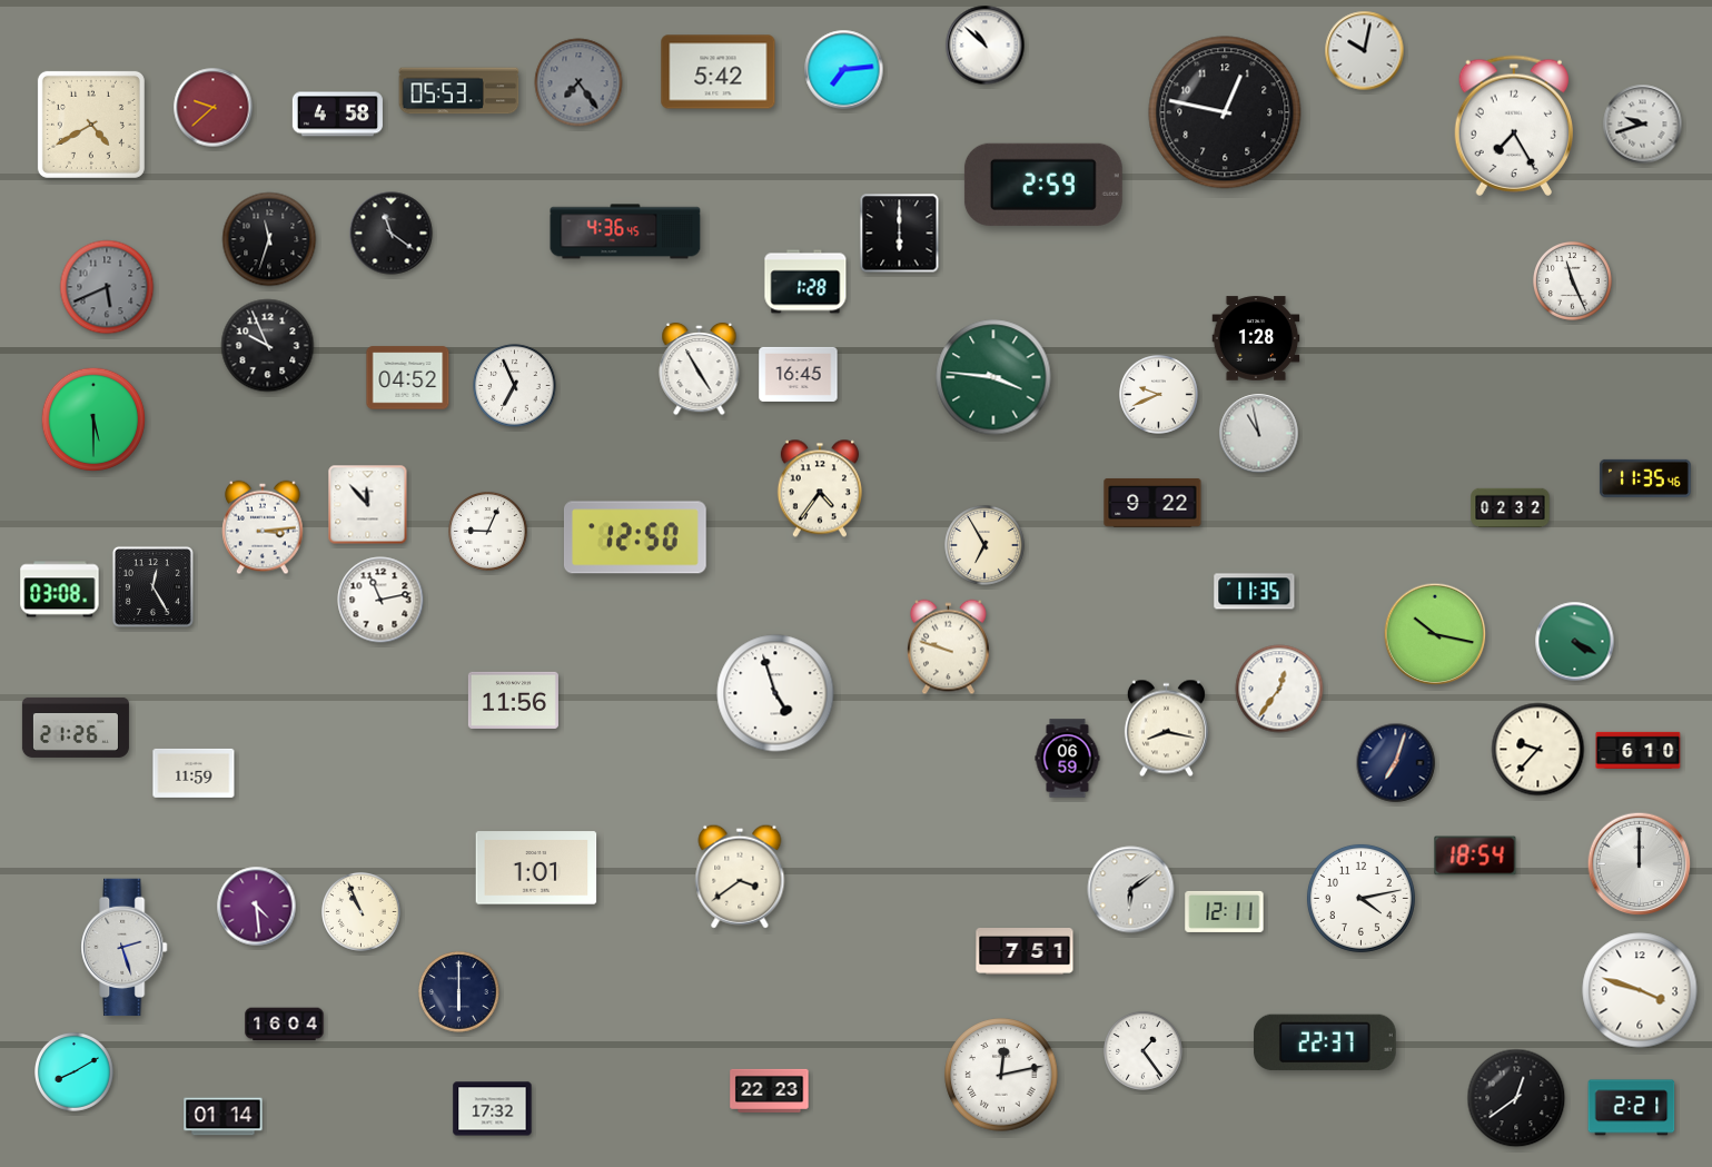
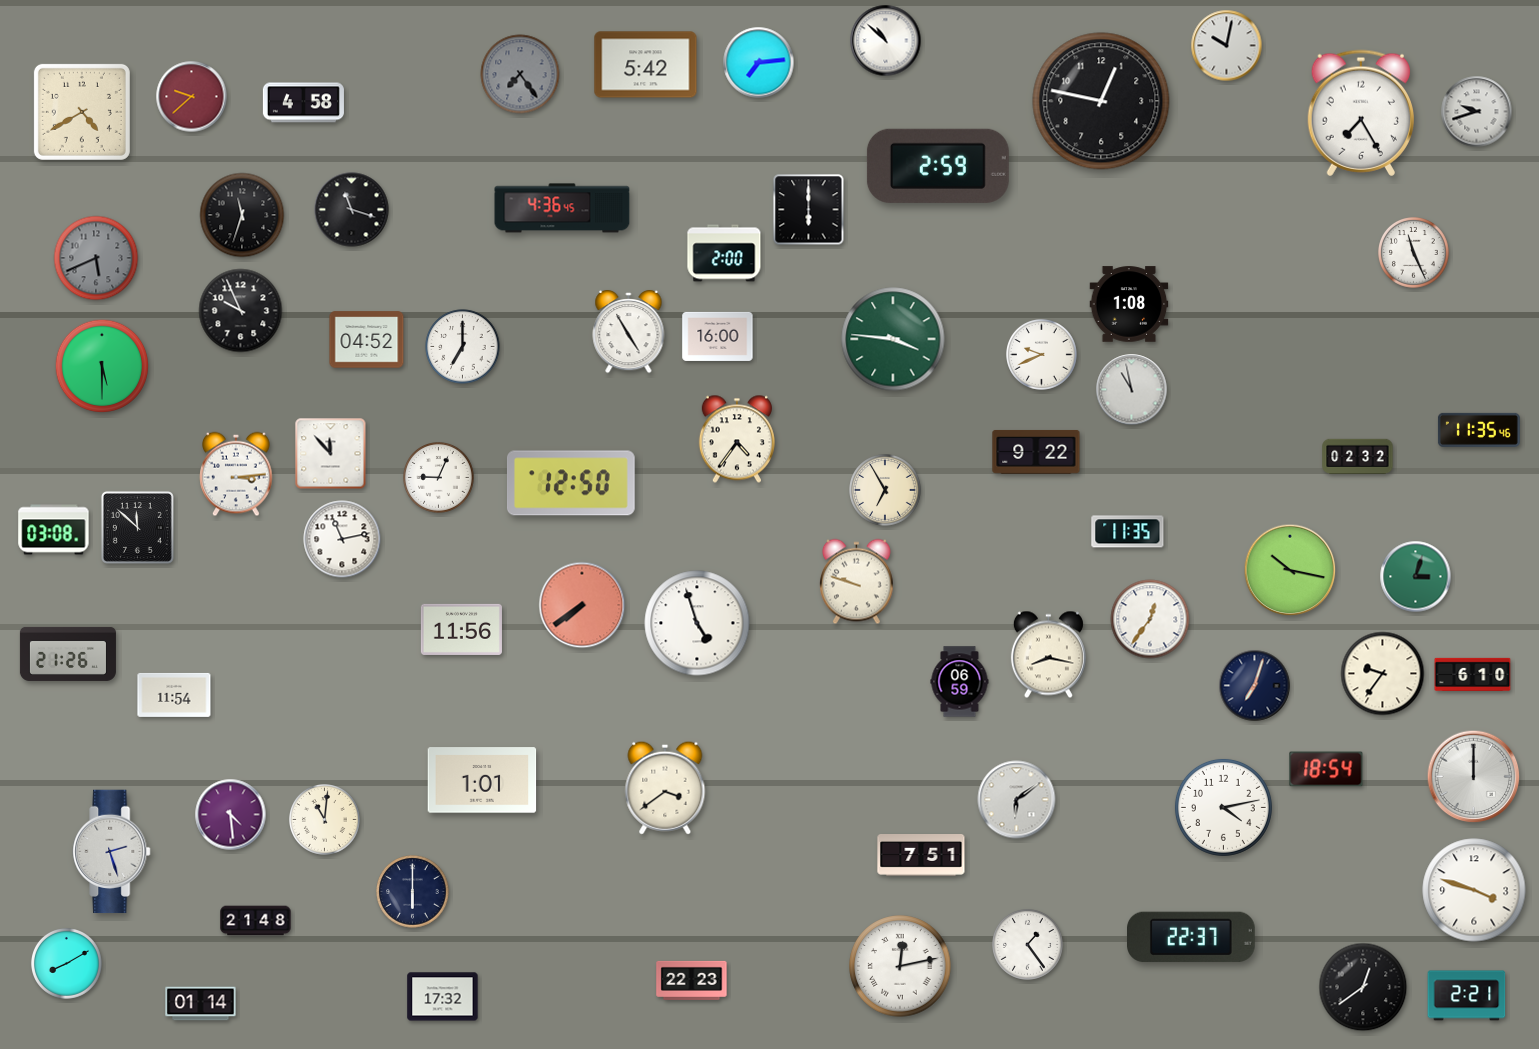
clock at (459, 91): 05:53 -> none
clock at (392, 234): 11:21 -> 11:18
clock at (805, 281): 1:28 -> 2:00
clock at (1256, 338): 1:28 -> 1:08
clock at (799, 374): 16:45 -> 16:00
clock at (515, 386): 6:56 -> 7:00
clock at (93, 419) position: (93, 419) -> (102, 366)
clock at (152, 586): 12:25 -> 11:52
clock at (1575, 642): 4:20 -> 3:03
clock at (948, 647) position: (948, 647) -> (856, 582)
clock at (582, 605): none -> 7:39
clock at (1538, 750): 9:37 -> 9:36
clock at (194, 773): 11:59 -> 11:54
clock at (1225, 911): 12:11 -> none
clock at (362, 912): 10:56 -> 11:01
clock at (285, 1025): 16:04 -> 21:48
